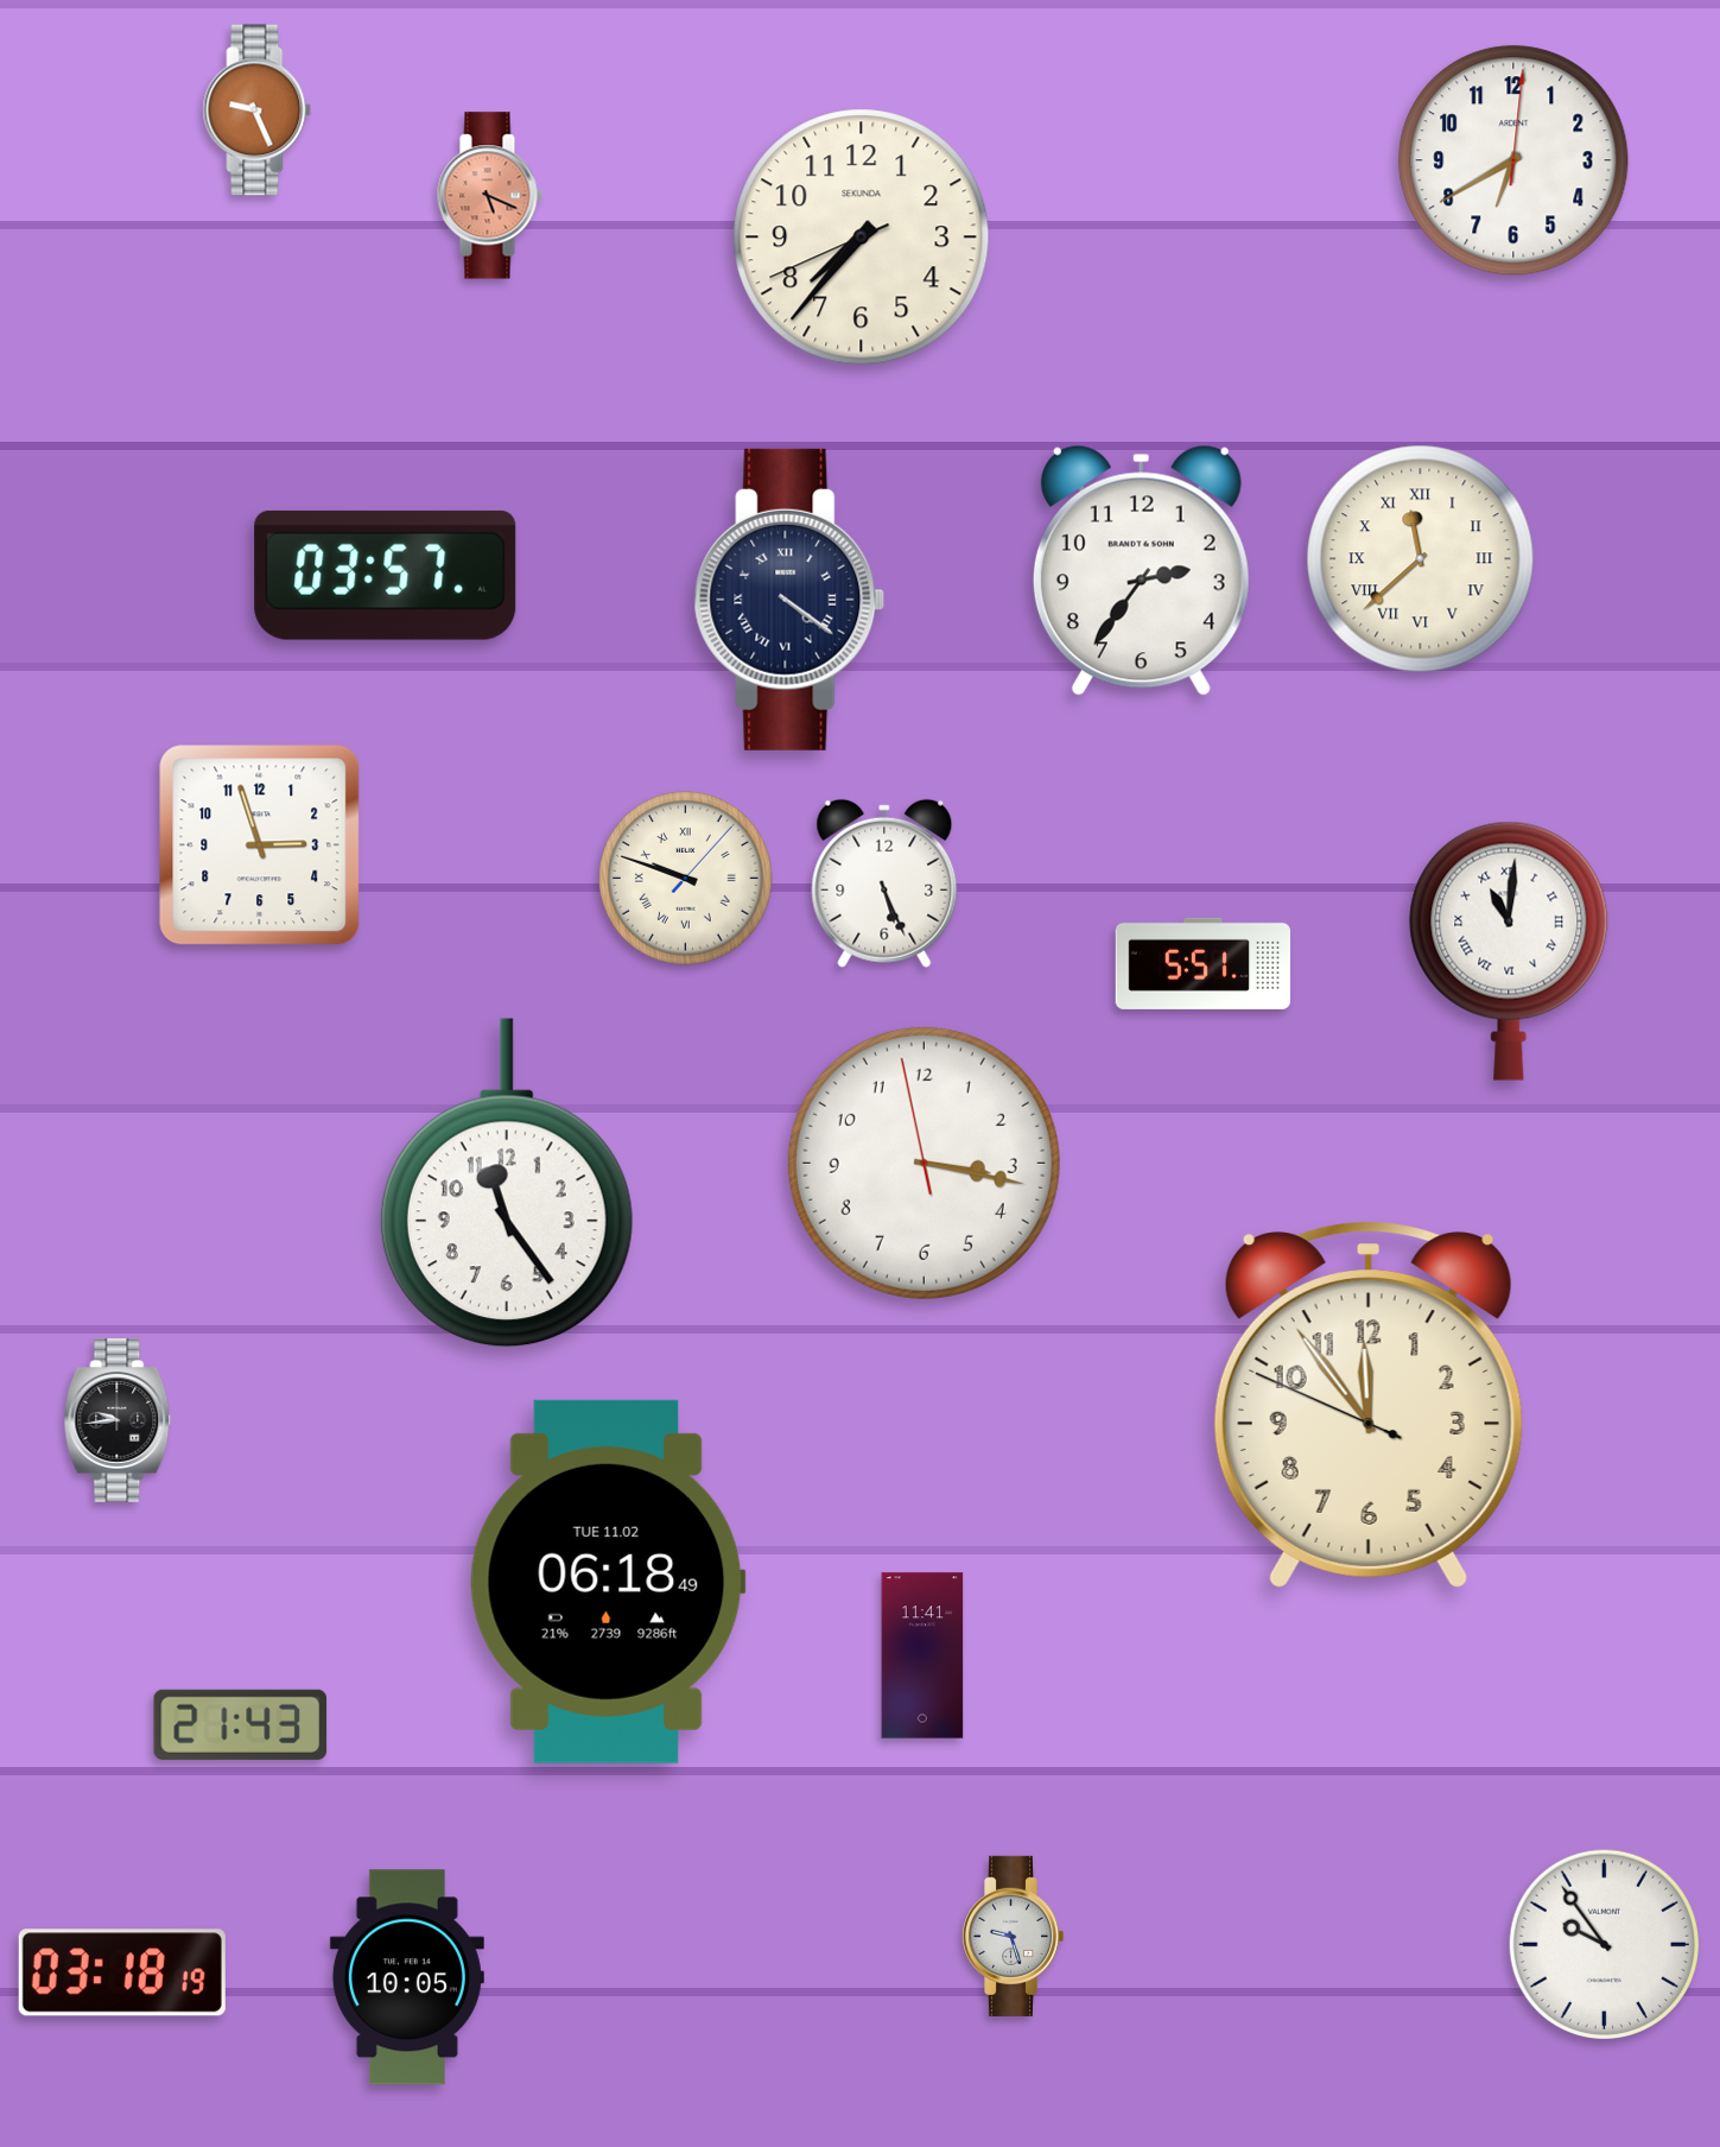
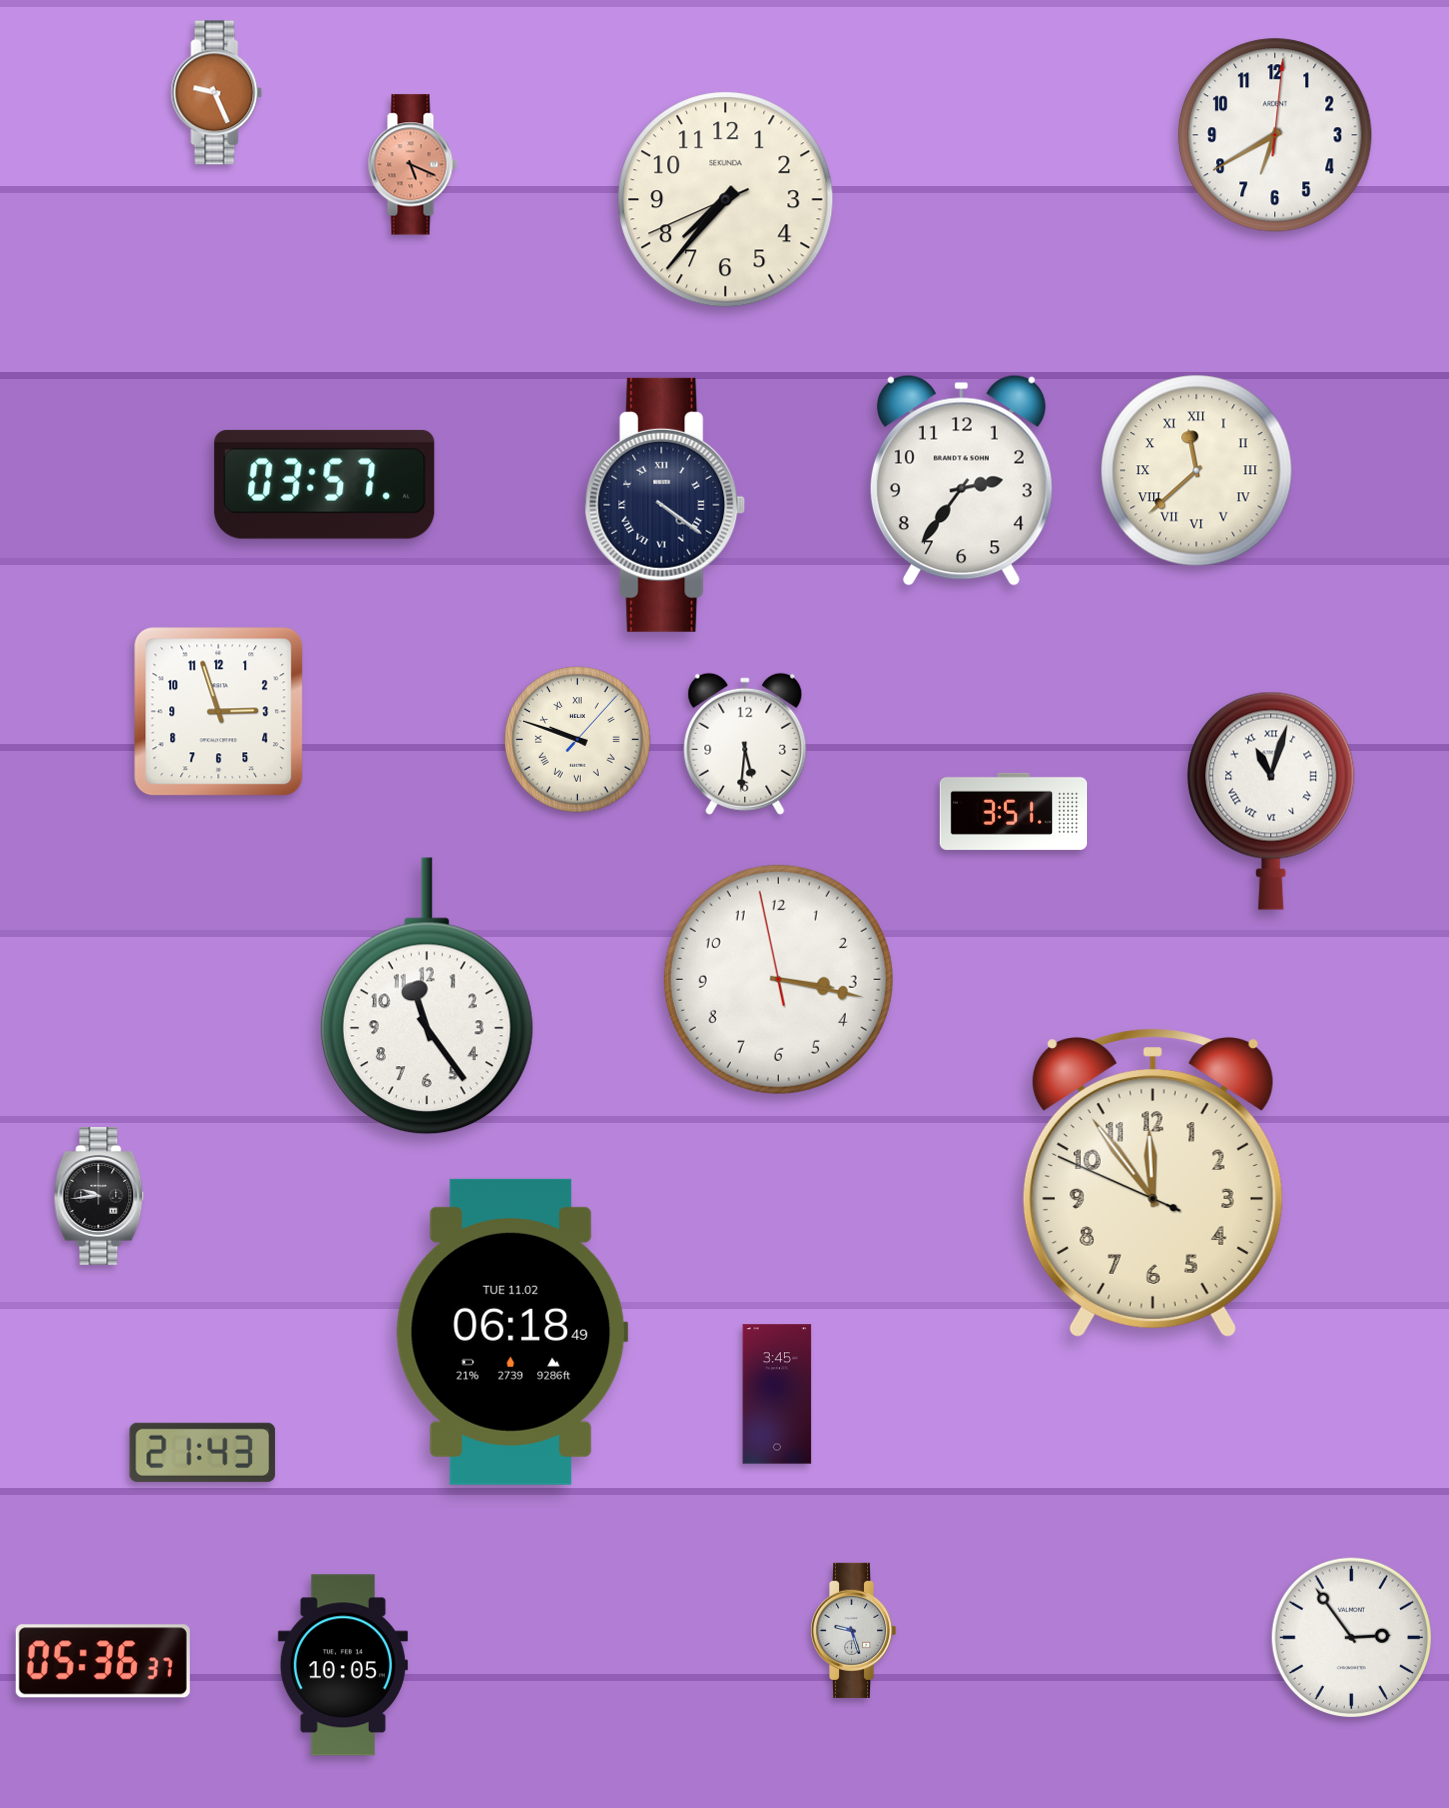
clock at (884, 883): 5:26 -> 5:31
clock at (1509, 951): 11:01 -> 11:03
clock at (1202, 963): 5:51 -> 3:51
clock at (922, 1655): 11:41 -> 3:45
clock at (1604, 1944): 9:54 -> 2:54
clock at (122, 1972): 03:18 -> 05:36
